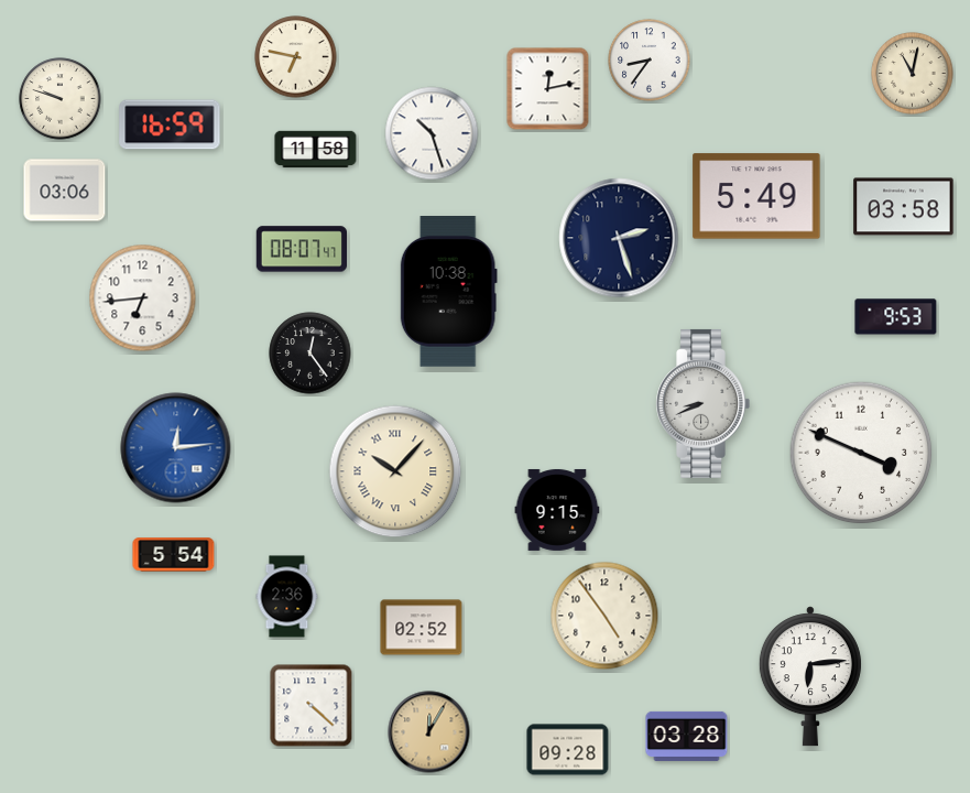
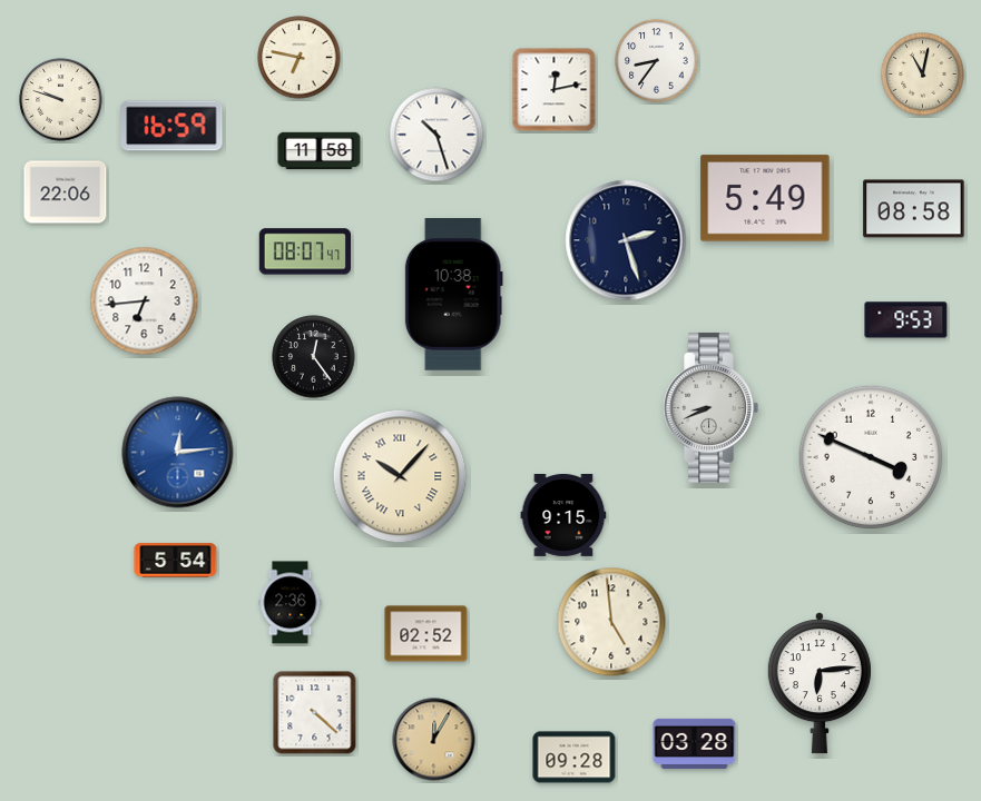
clock at (65, 191): 03:06 -> 22:06
clock at (904, 207): 03:58 -> 08:58
clock at (604, 616): 4:54 -> 4:59
